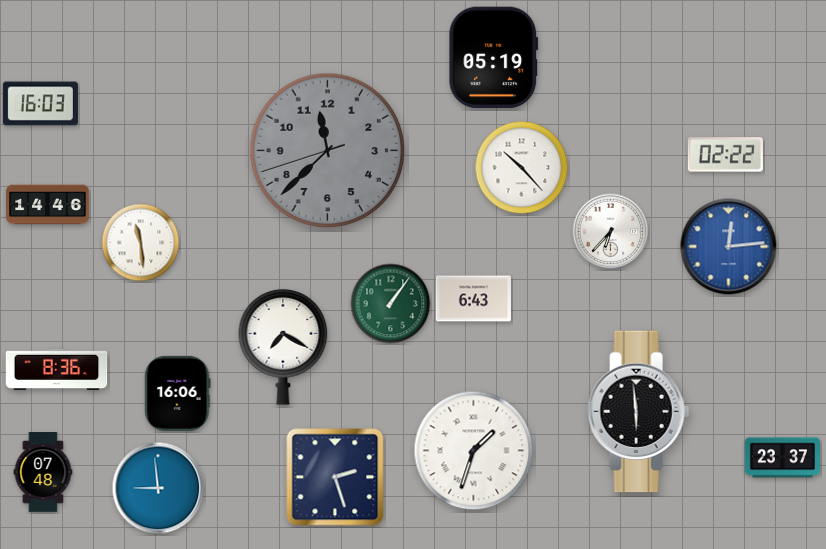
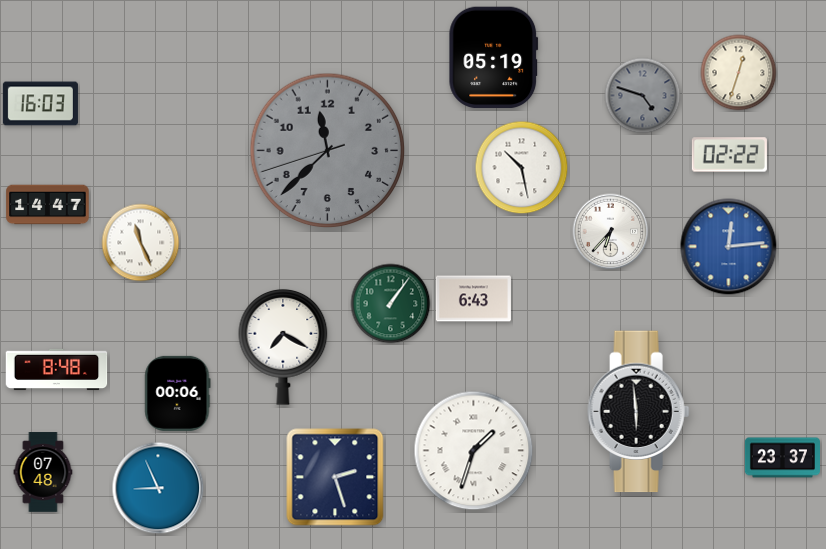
clock at (739, 73): none -> 12:33
clock at (643, 96): none -> 4:48
clock at (725, 155) position: (725, 155) -> (729, 155)
clock at (522, 168): 10:23 -> 10:28
clock at (48, 205): 14:46 -> 14:47
clock at (141, 243): 11:29 -> 11:26
clock at (57, 370): 8:36 -> 8:48
clock at (178, 393): 16:06 -> 00:06
clock at (158, 488): 8:59 -> 8:56
